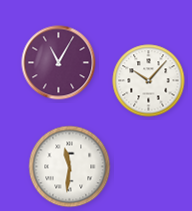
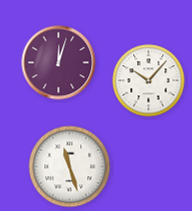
clock at (59, 63): 11:05 -> 12:03
clock at (70, 167): 11:31 -> 11:27
